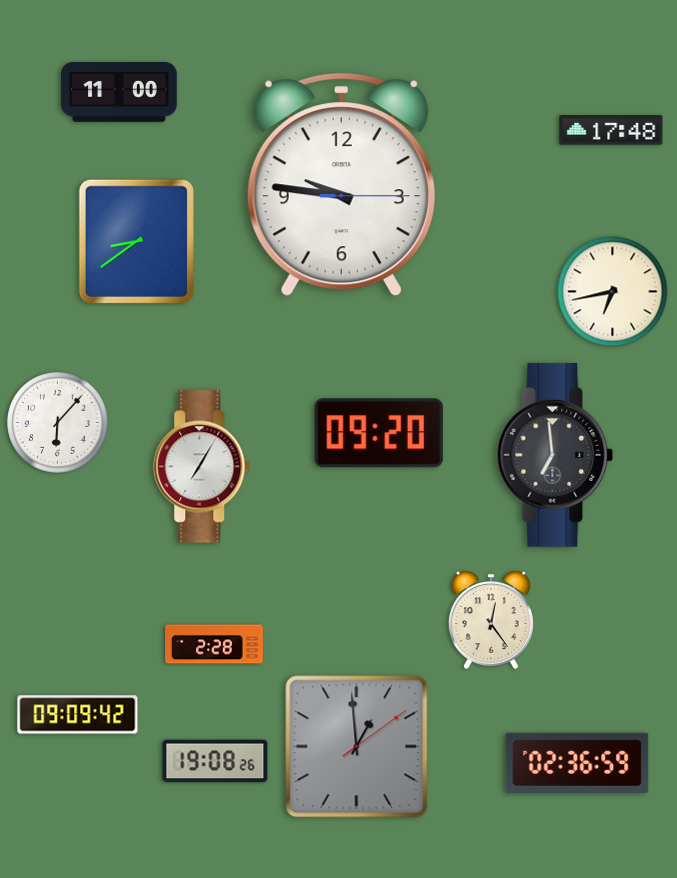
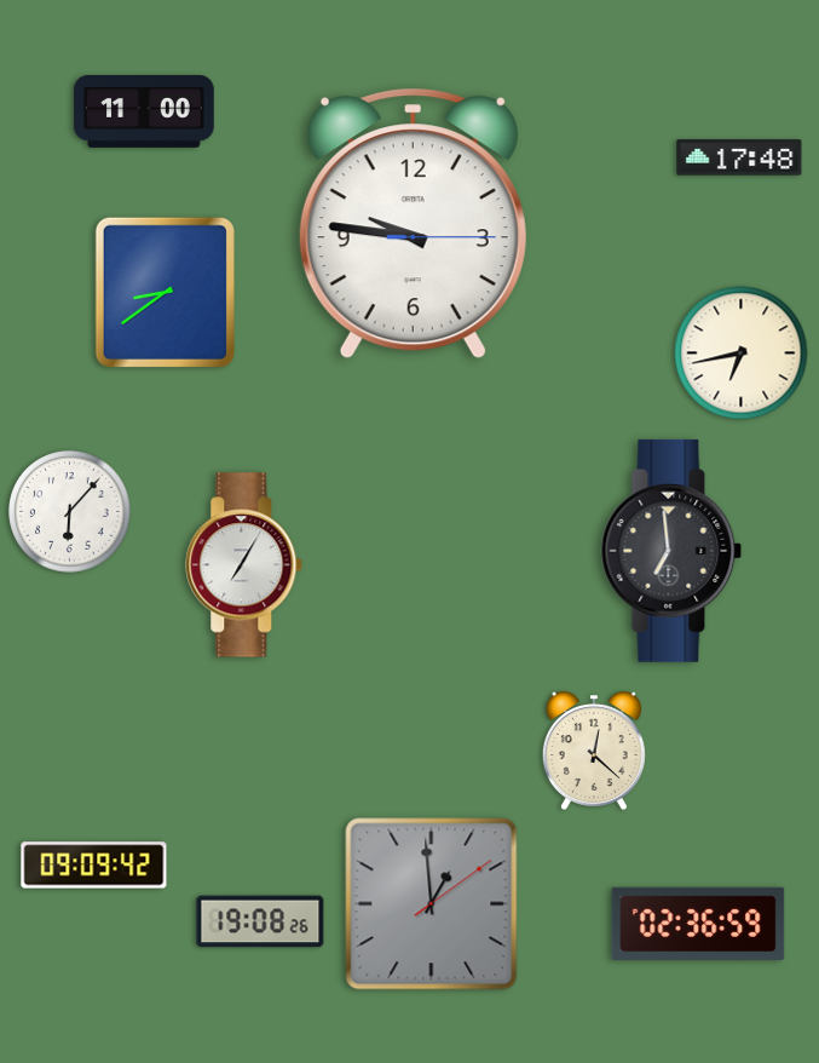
clock at (379, 433): 09:20 -> none
clock at (491, 620): 12:24 -> 12:22
clock at (214, 644): 2:28 -> none
